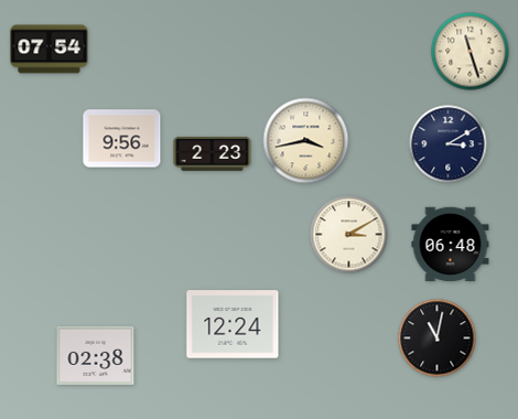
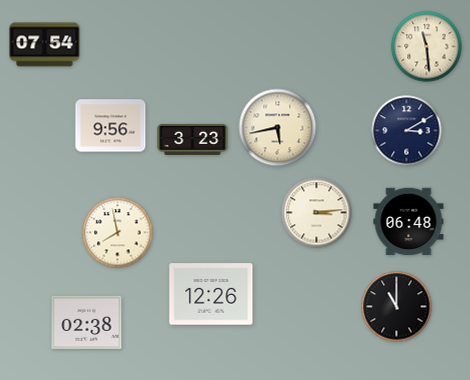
clock at (471, 52): 11:27 -> 11:29
clock at (306, 141): 3:43 -> 5:43
clock at (213, 153): 2:23 -> 3:23
clock at (349, 235): 3:10 -> 3:14
clock at (118, 233): none -> 7:58
clock at (233, 324): 12:24 -> 12:26
clock at (438, 339): 11:02 -> 11:00
